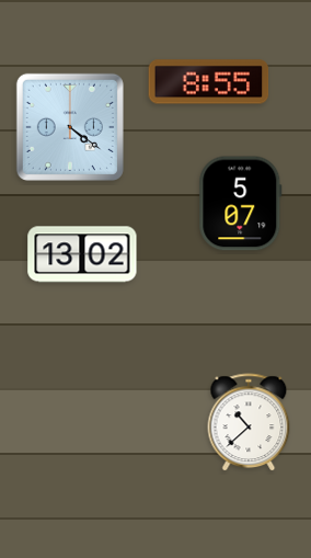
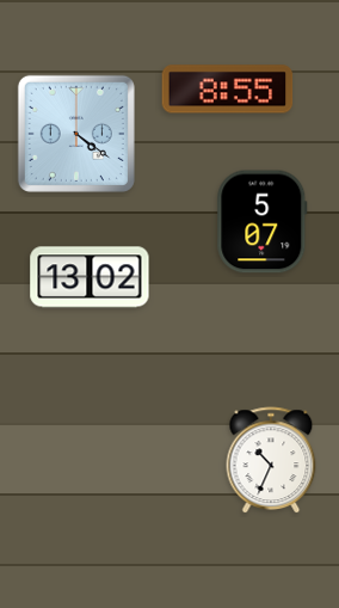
clock at (70, 127) position: (70, 127) -> (76, 134)
clock at (249, 423): 10:38 -> 10:34
